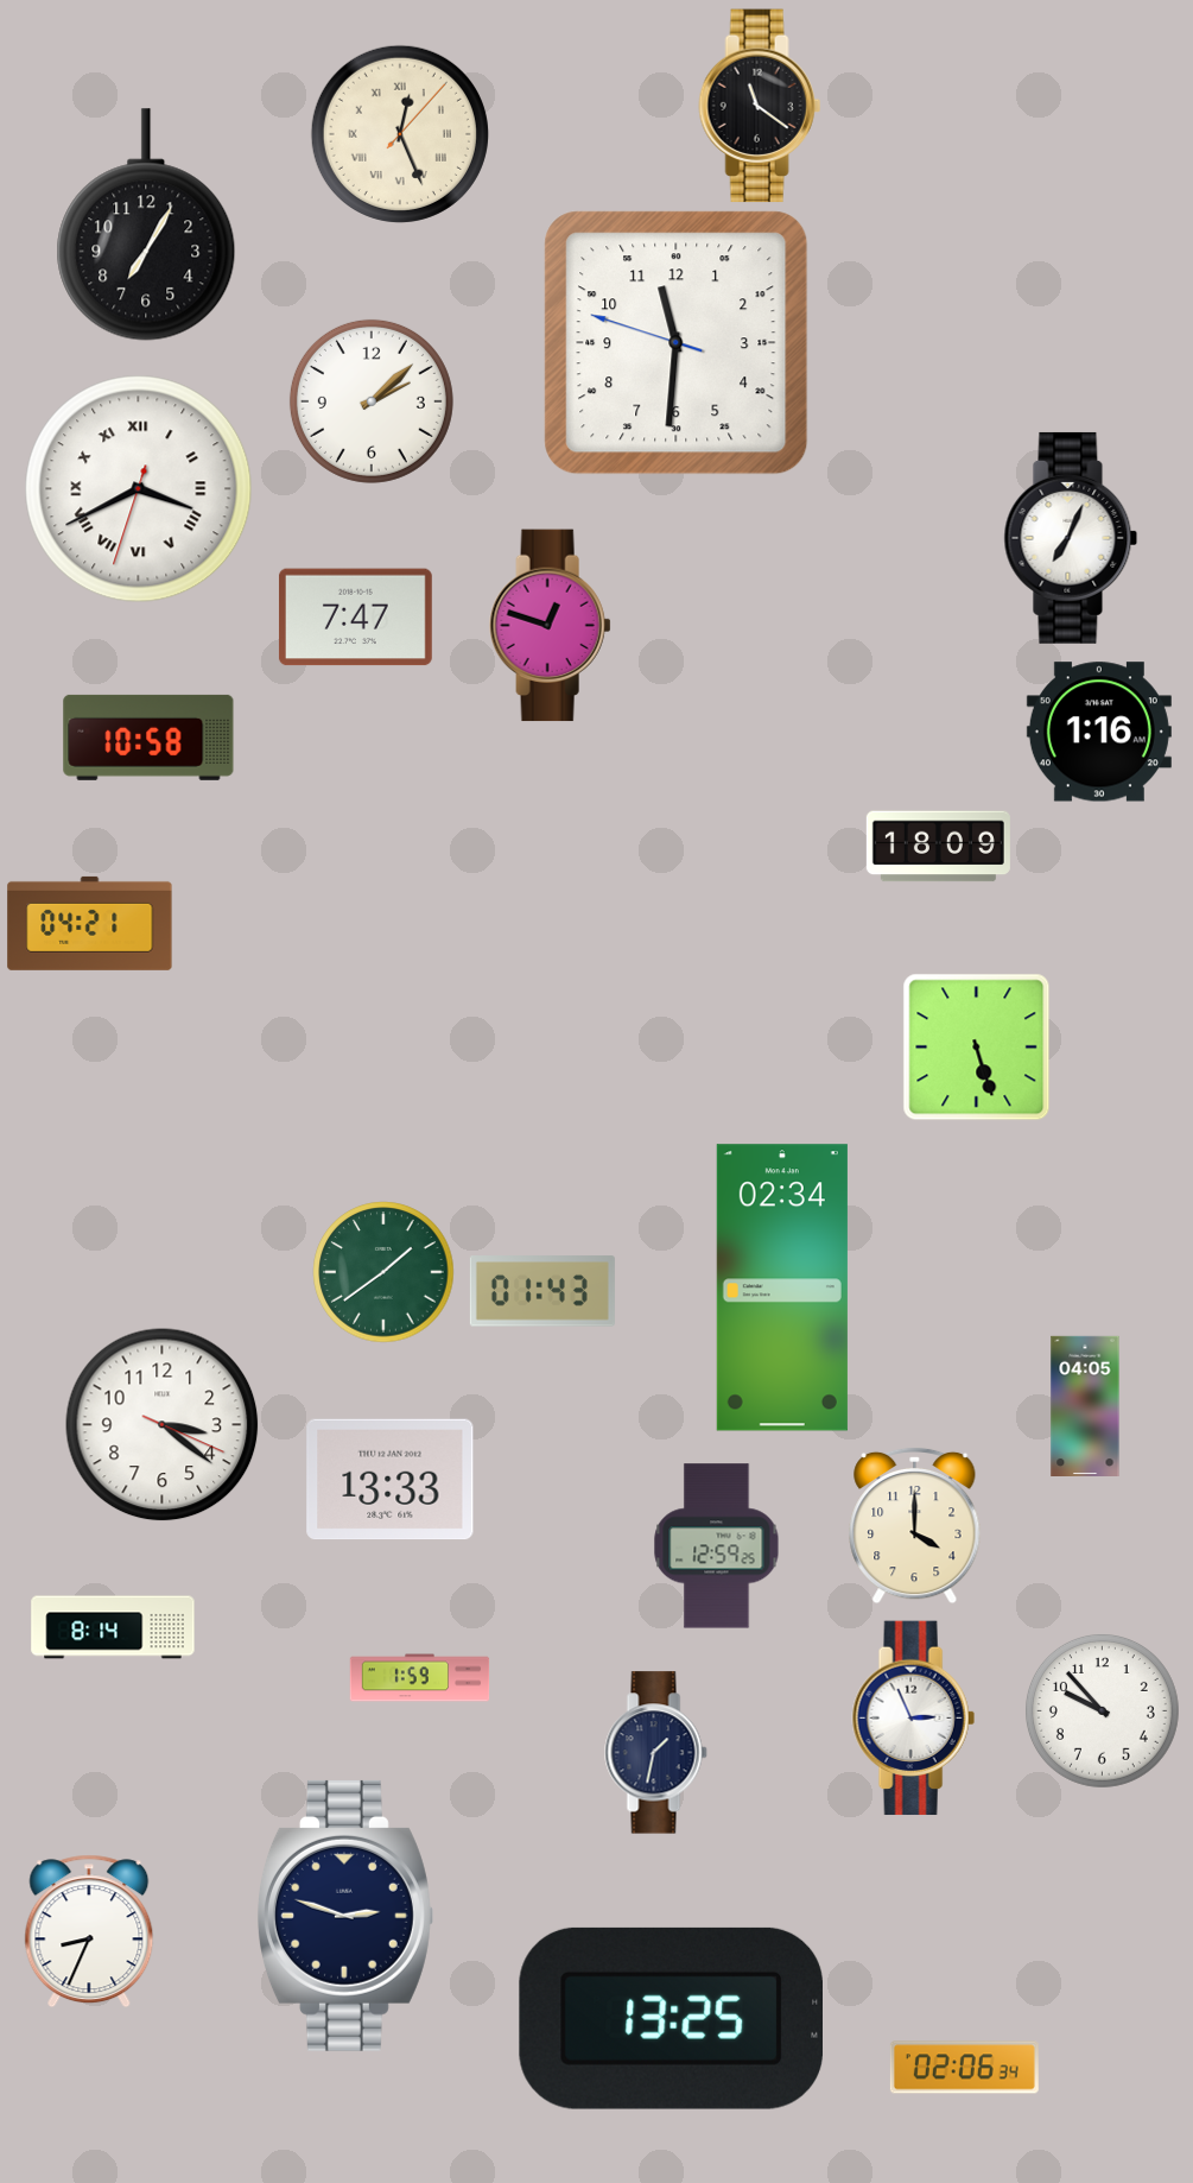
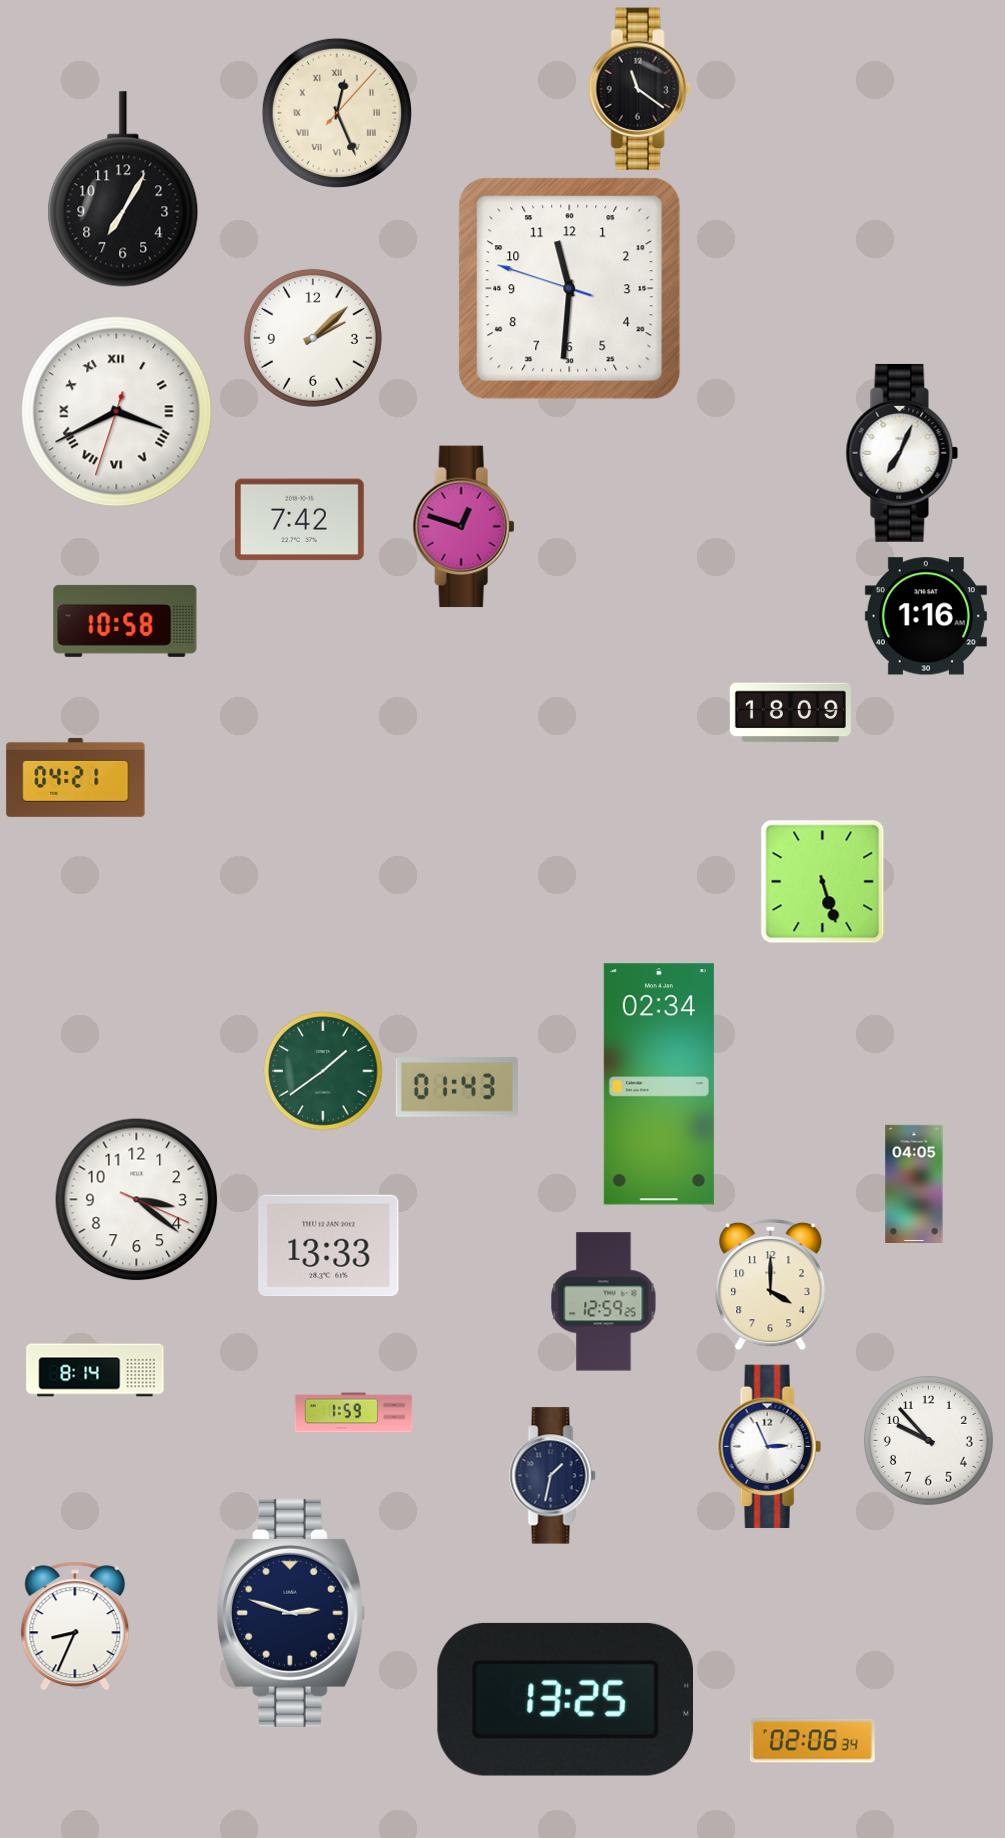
clock at (355, 618): 7:47 -> 7:42
